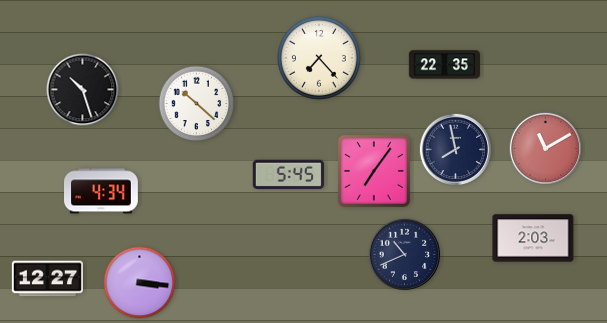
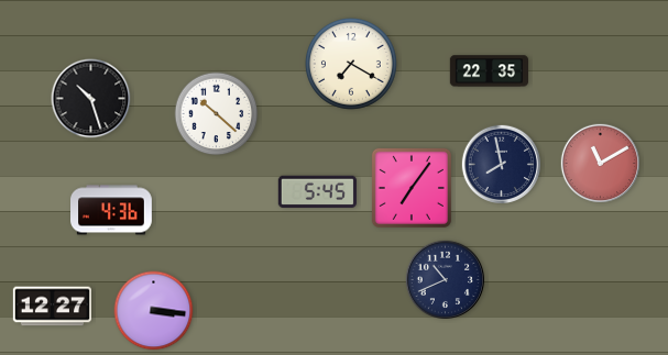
clock at (319, 58): 7:23 -> 7:20
clock at (102, 191): 4:34 -> 4:36
clock at (533, 238): 2:03 -> none
